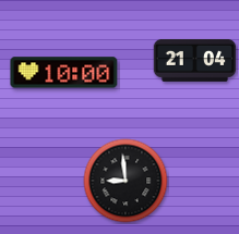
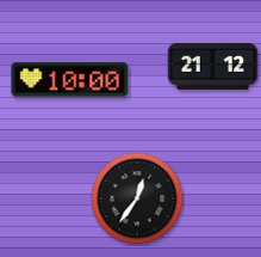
clock at (195, 60): 21:04 -> 21:12
clock at (126, 181): 8:59 -> 12:36
